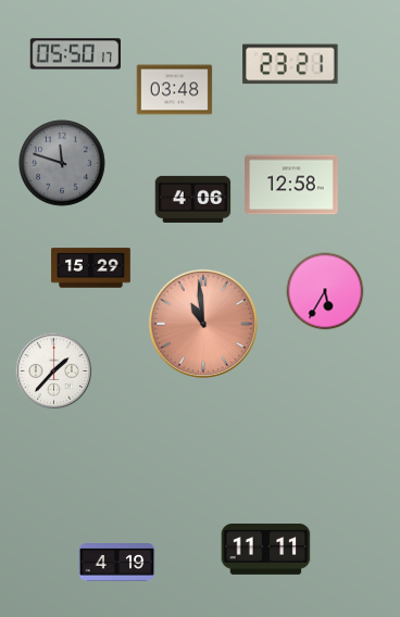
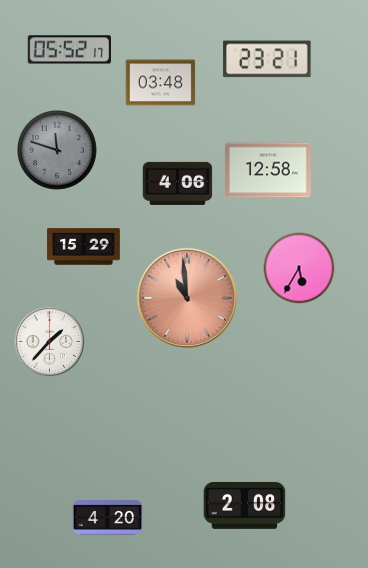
clock at (75, 54): 05:50 -> 05:52
clock at (266, 550): 11:11 -> 2:08
clock at (117, 563): 4:19 -> 4:20
